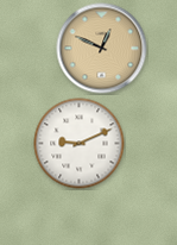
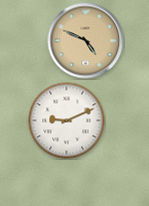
clock at (102, 49): 12:49 -> 4:49
